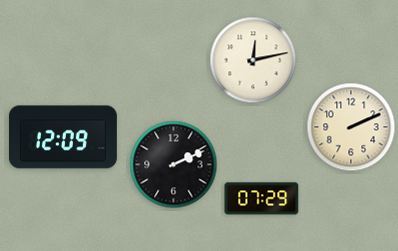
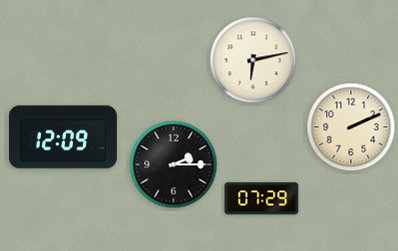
clock at (253, 60): 12:13 -> 6:13
clock at (174, 165): 2:11 -> 2:15
